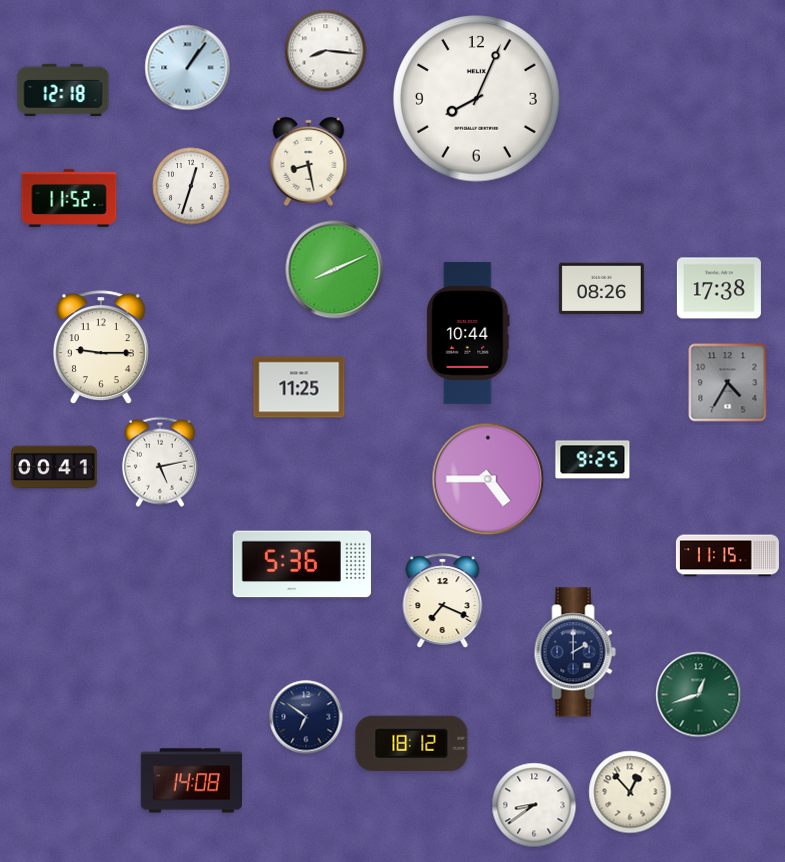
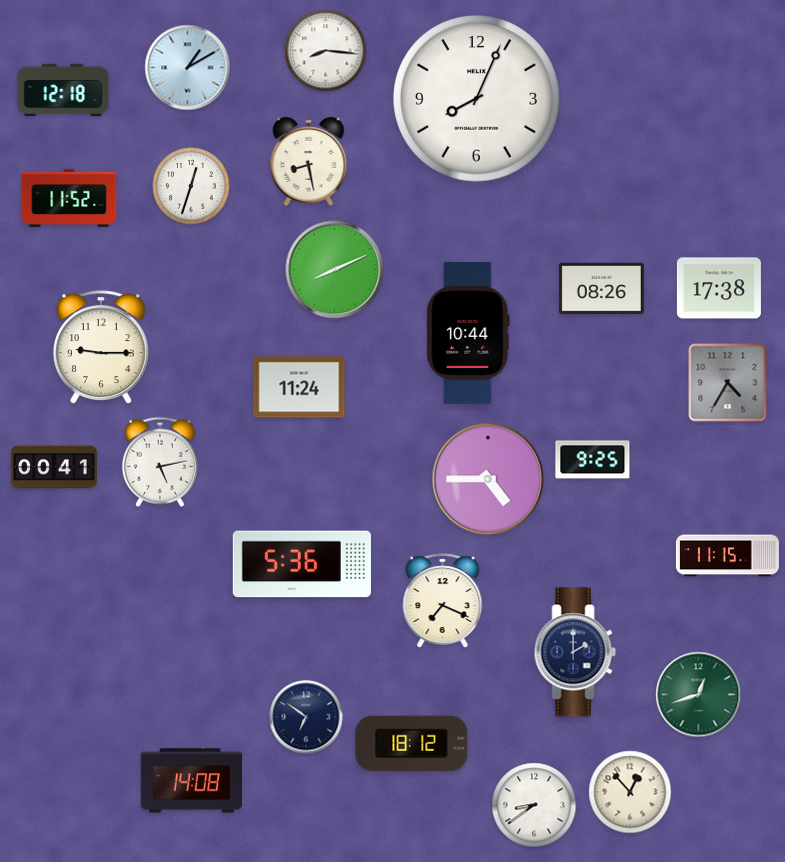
clock at (188, 68): 1:06 -> 1:10
clock at (299, 387): 11:25 -> 11:24
